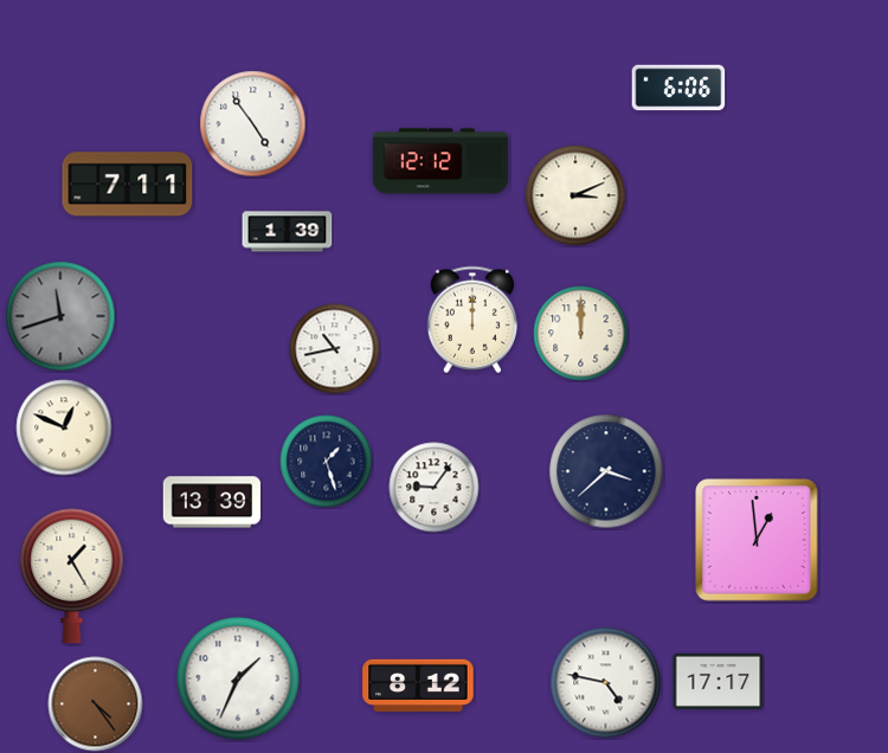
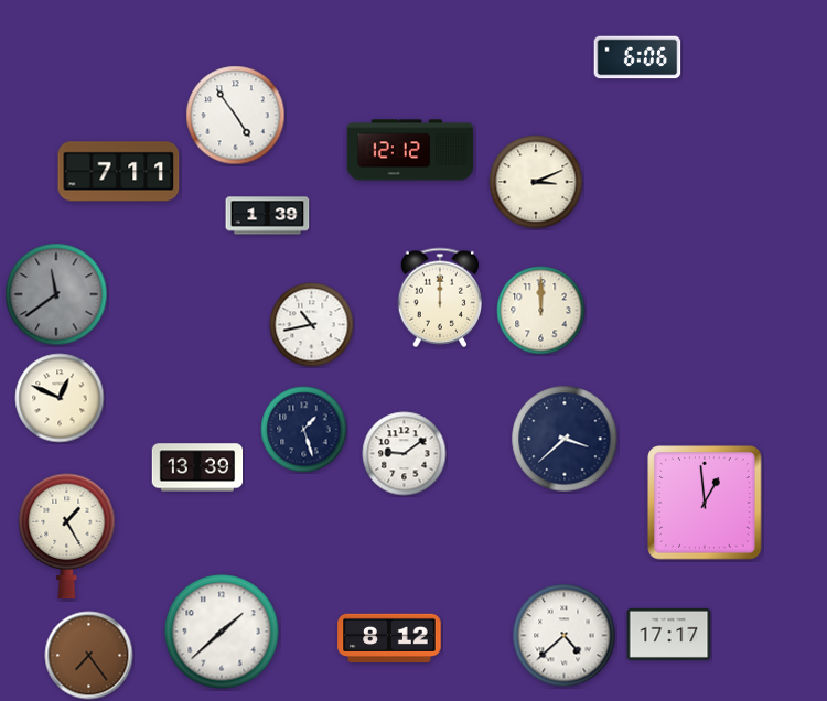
clock at (678, 88) position: (678, 88) -> (637, 57)
clock at (60, 316): 11:42 -> 11:39
clock at (435, 488): 9:06 -> 9:09
clock at (238, 678): 1:34 -> 1:38
clock at (606, 683): 4:47 -> 4:38
clock at (96, 704): 4:24 -> 7:24
